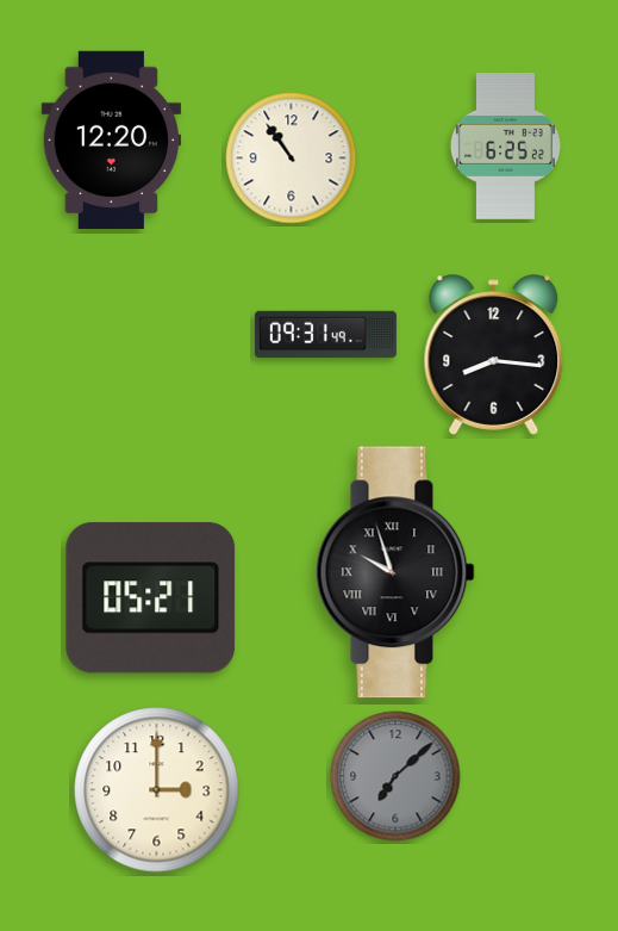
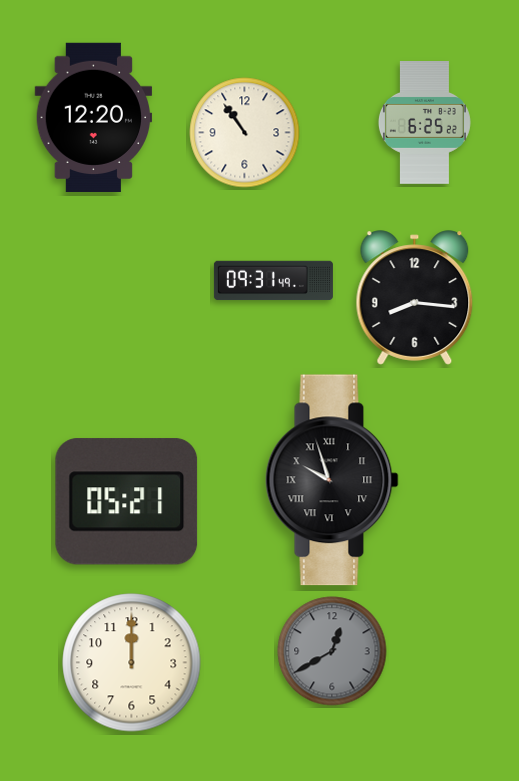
clock at (395, 776): 7:08 -> 12:40
clock at (157, 790): 3:00 -> 12:00
